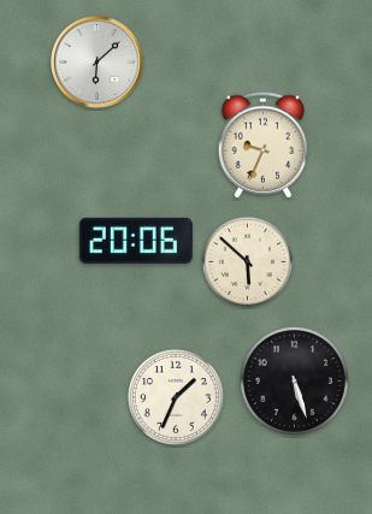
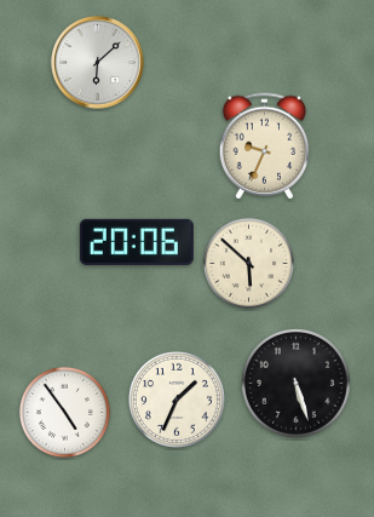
clock at (64, 412): none -> 4:54
